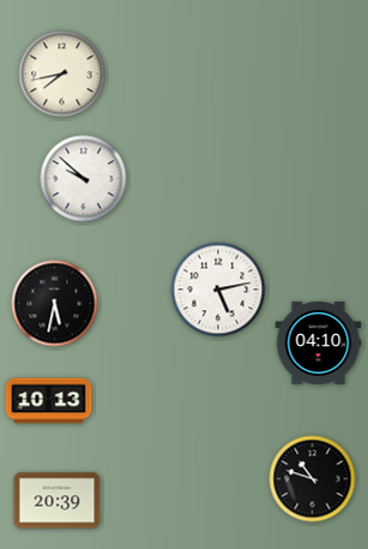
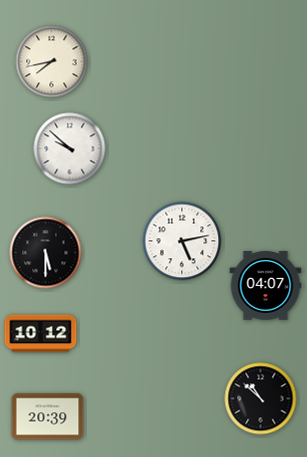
clock at (55, 304): 5:32 -> 5:30
clock at (319, 344): 04:10 -> 04:07
clock at (49, 401): 10:13 -> 10:12
clock at (313, 479): 10:48 -> 10:52
